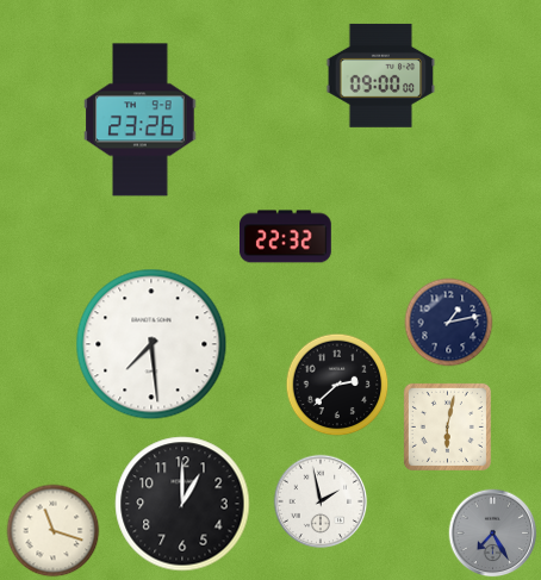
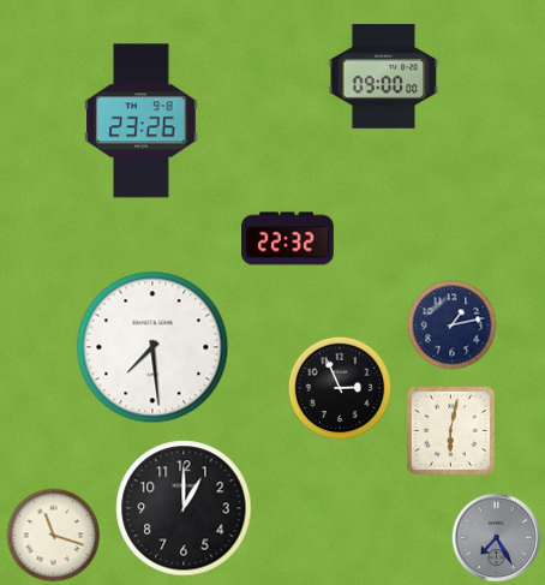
clock at (337, 385): 2:38 -> 2:56
clock at (321, 501): 1:58 -> none
